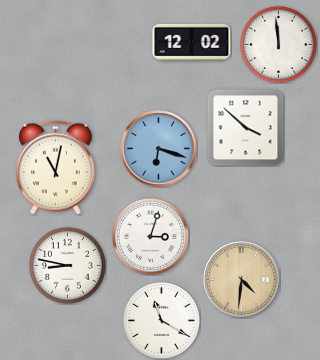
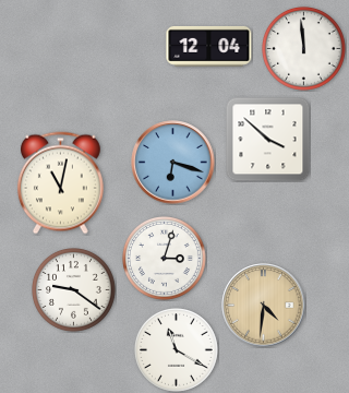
clock at (192, 42): 12:02 -> 12:04
clock at (68, 266): 8:47 -> 9:21
